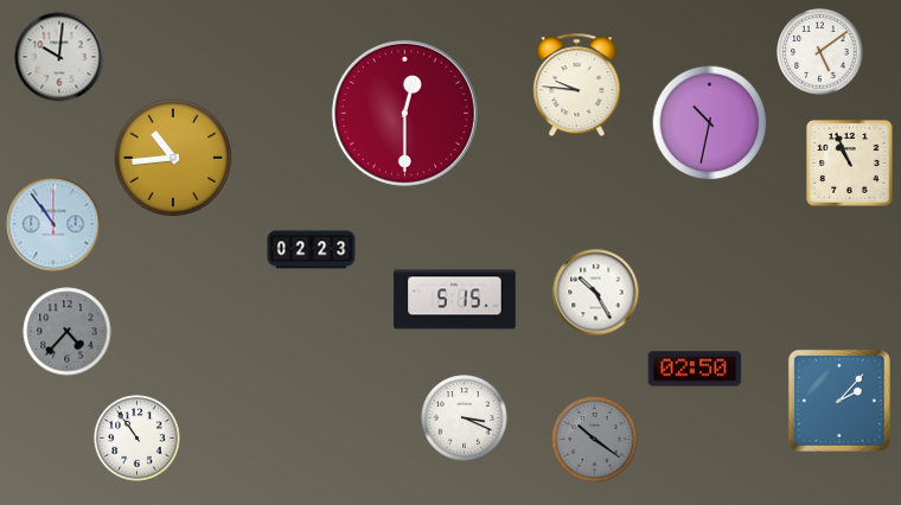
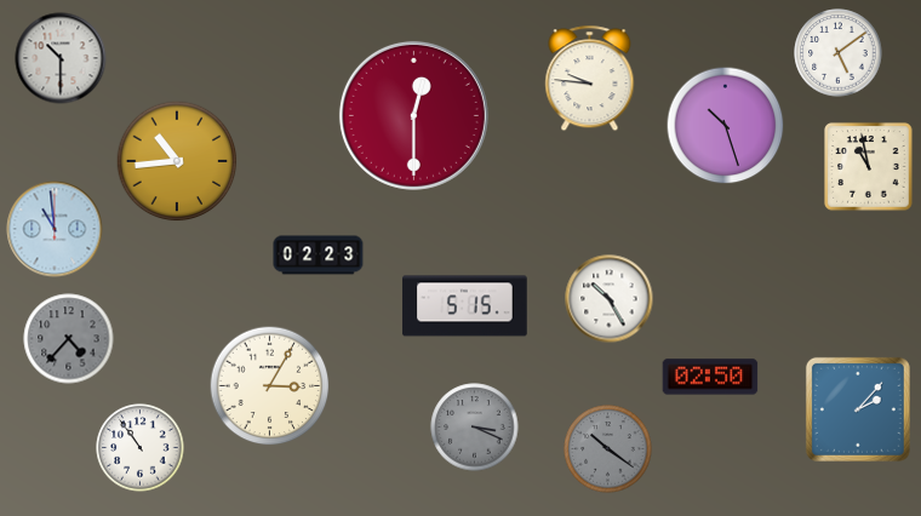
clock at (59, 57): 10:01 -> 10:30
clock at (577, 85) position: (577, 85) -> (590, 79)
clock at (710, 123): 10:32 -> 10:27
clock at (850, 164): 10:56 -> 10:58
clock at (53, 224): 10:54 -> 10:59
clock at (270, 386): none -> 3:05
clock at (465, 418) dial: white -> grey
